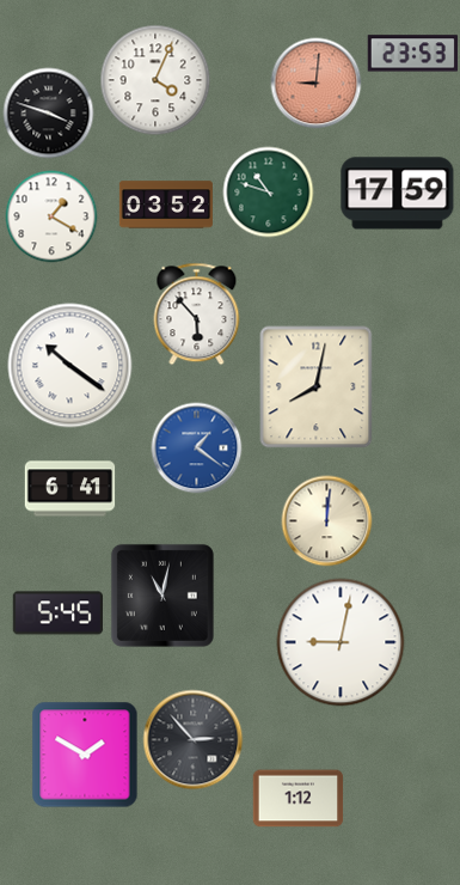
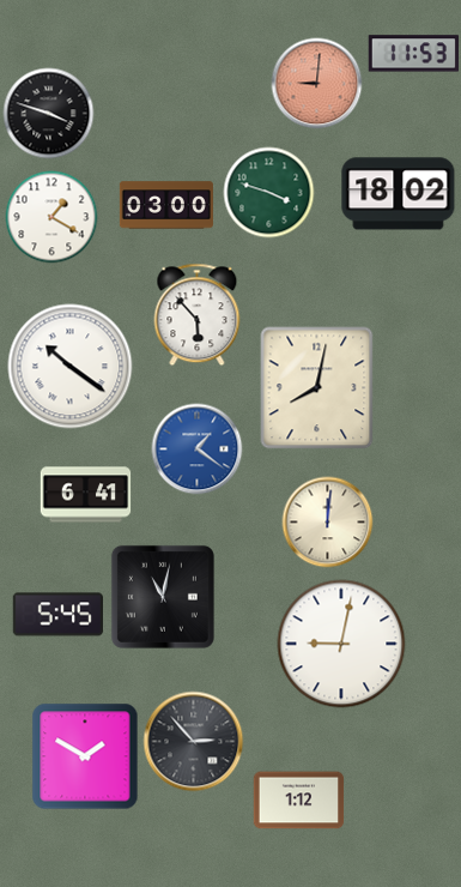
clock at (412, 54): 23:53 -> 11:53
clock at (155, 80): 4:04 -> none
clock at (269, 193): 10:48 -> 3:48
clock at (398, 194): 17:59 -> 18:02
clock at (166, 205): 03:52 -> 03:00
clock at (70, 489) position: (70, 489) -> (86, 495)
